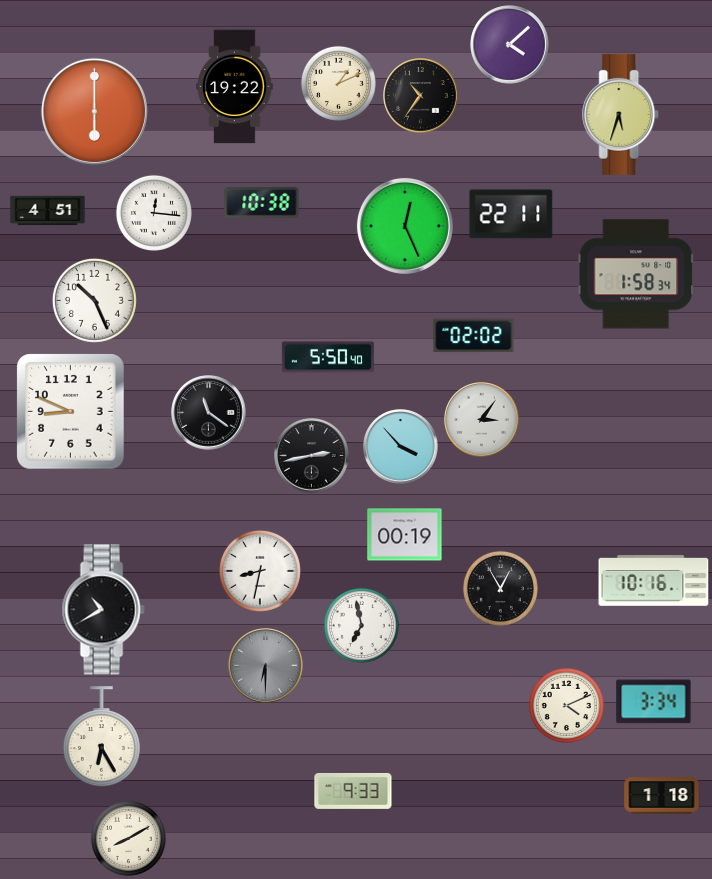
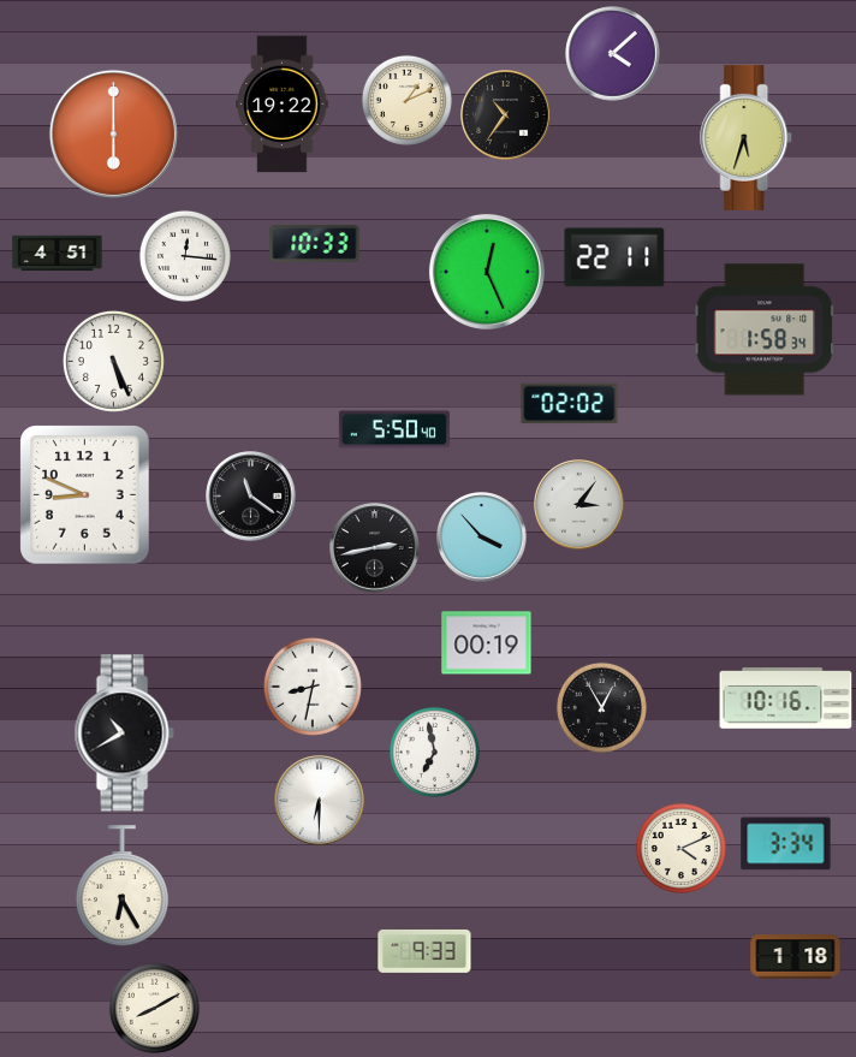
clock at (262, 203): 10:38 -> 10:33
clock at (94, 300): 10:26 -> 5:26
clock at (266, 666) dial: grey -> white
